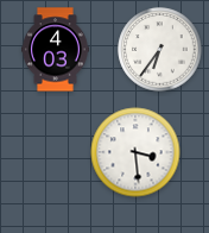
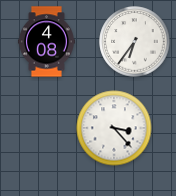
clock at (55, 50): 4:03 -> 4:08
clock at (135, 152): 3:29 -> 3:23
